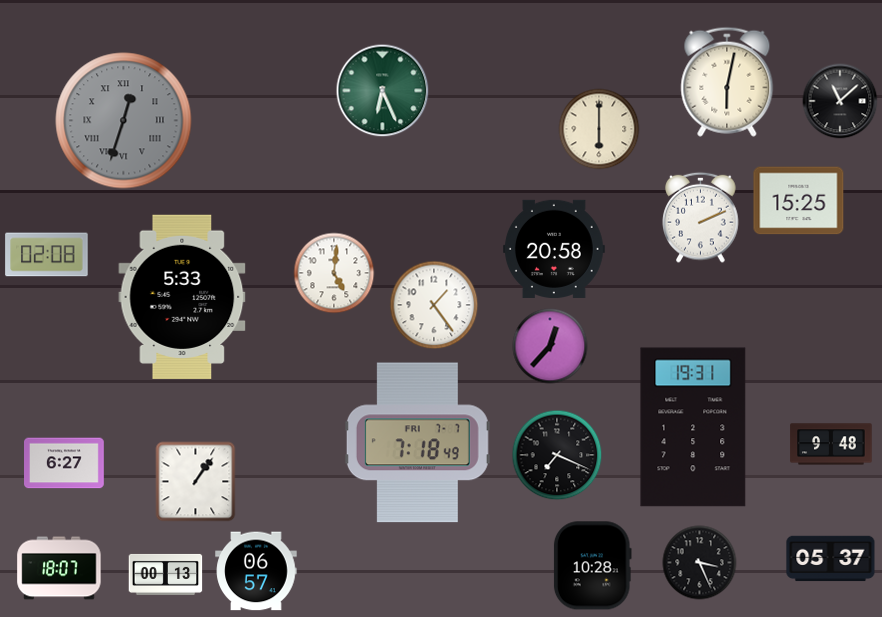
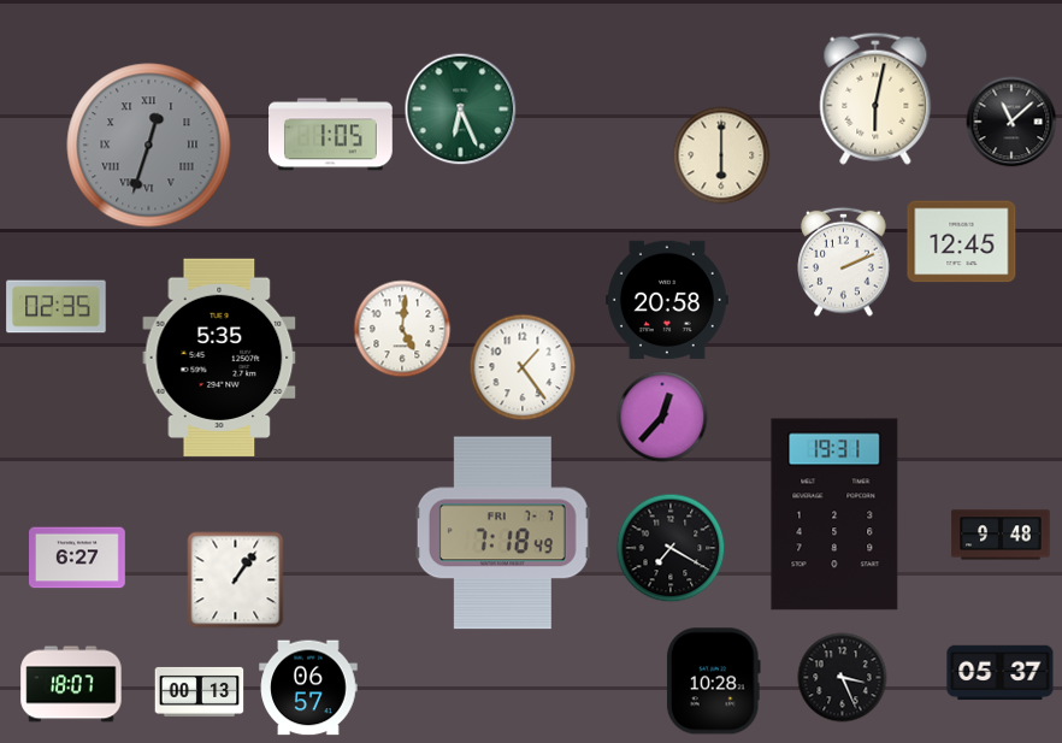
clock at (331, 135): none -> 1:05
clock at (799, 201): 15:25 -> 12:45
clock at (47, 255): 02:08 -> 02:35
clock at (182, 296): 5:33 -> 5:35
clock at (557, 455): 7:19 -> 7:20
